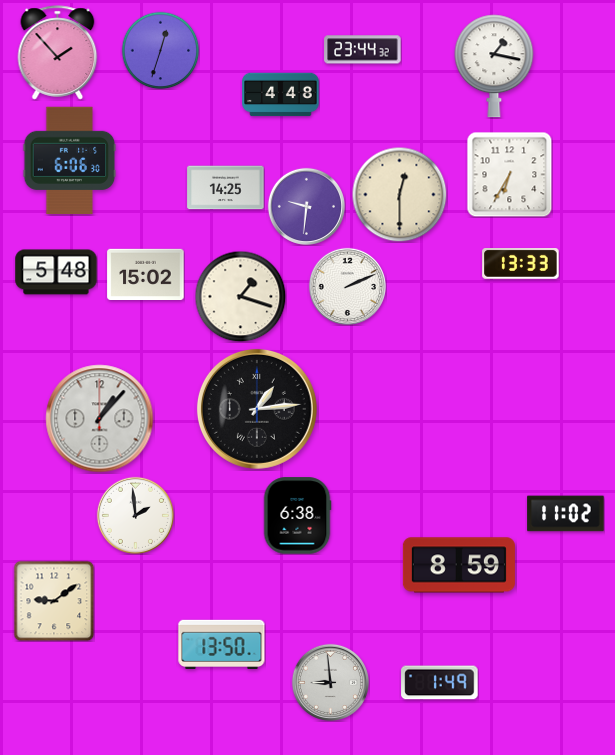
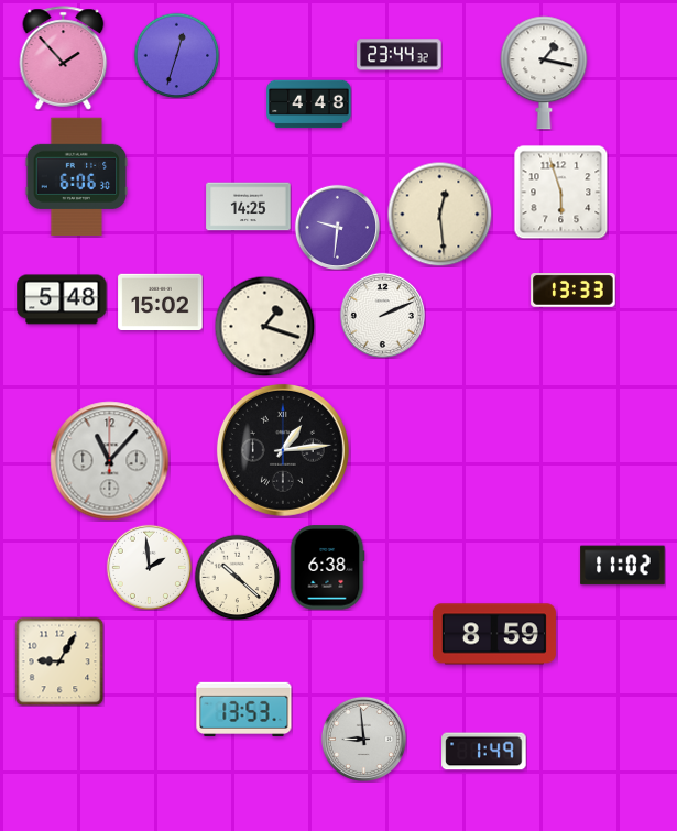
clock at (509, 174): 6:35 -> 5:57
clock at (399, 194): 12:30 -> 12:29
clock at (100, 419): 1:07 -> 11:07
clock at (237, 577): none -> 10:22
clock at (459, 565) position: (459, 565) -> (494, 634)
clock at (54, 601): 9:09 -> 9:05
clock at (222, 645): 13:50 -> 13:53
clock at (330, 682) position: (330, 682) -> (363, 739)
